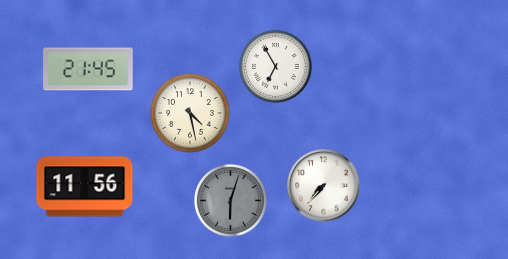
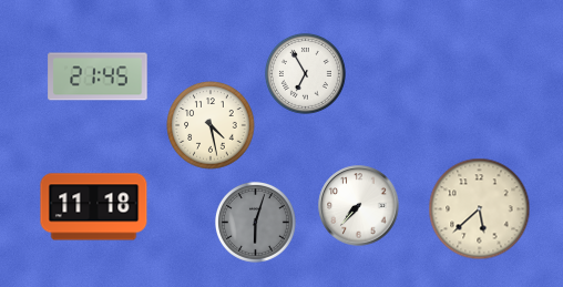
clock at (85, 187): 11:56 -> 11:18
clock at (480, 209): none -> 5:38
